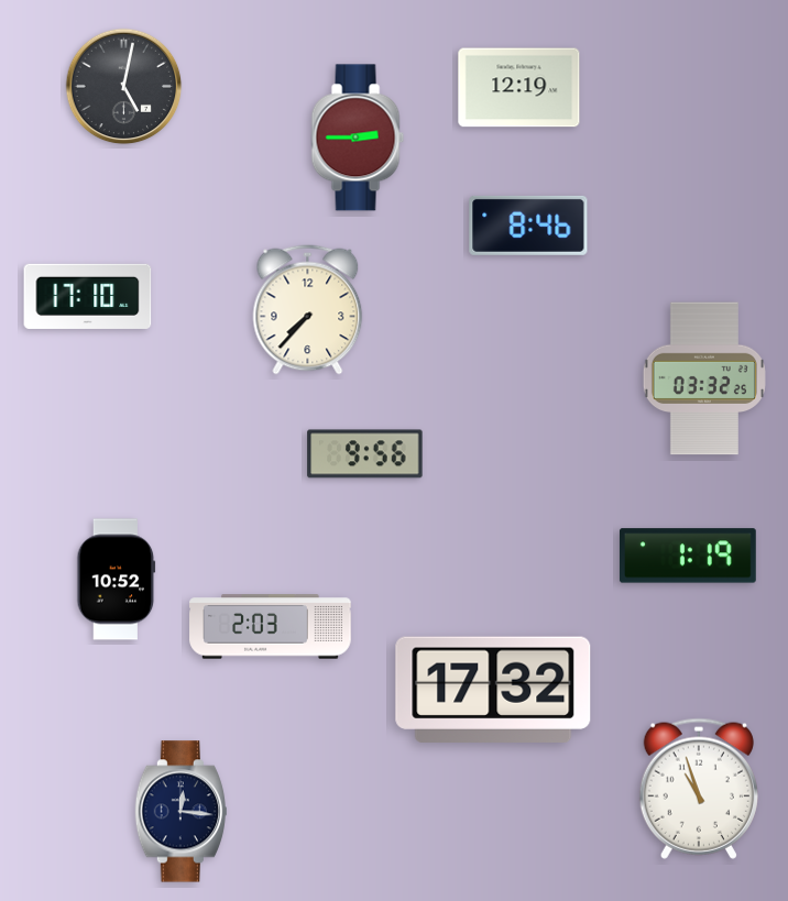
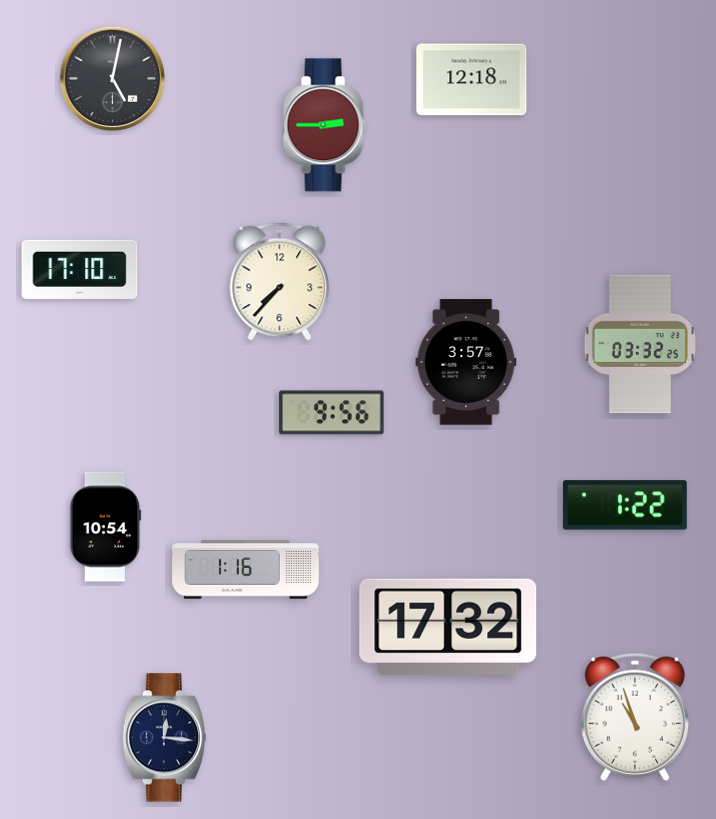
clock at (519, 88): 12:19 -> 12:18
clock at (528, 226): 8:46 -> none
clock at (466, 362): none -> 3:57
clock at (688, 556): 1:19 -> 1:22
clock at (117, 580): 10:52 -> 10:54
clock at (271, 627): 2:03 -> 1:16
